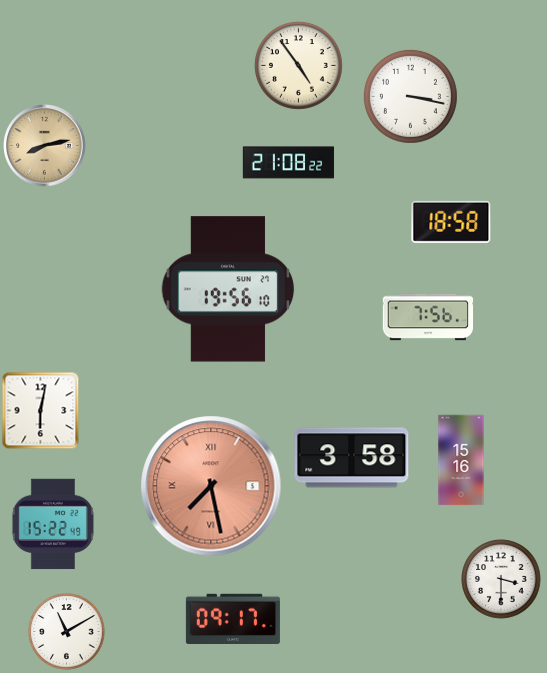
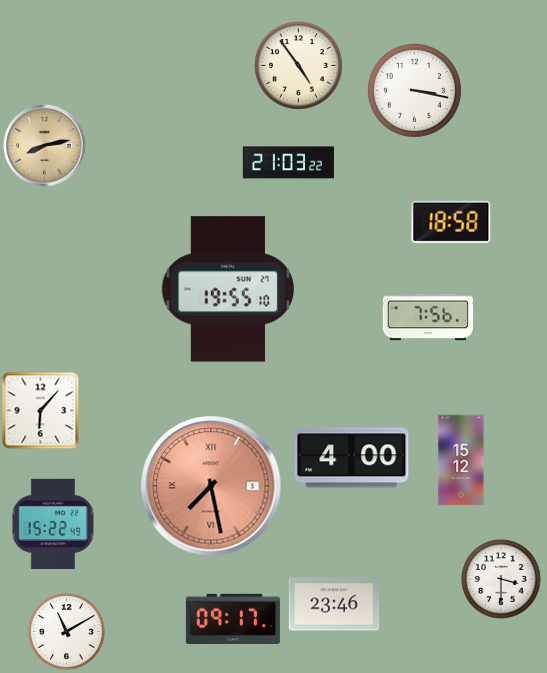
clock at (410, 96) position: (410, 96) -> (414, 90)
clock at (288, 163): 21:08 -> 21:03
clock at (228, 289): 19:56 -> 19:55
clock at (40, 410): 6:02 -> 6:07
clock at (352, 458): 3:58 -> 4:00
clock at (461, 460): 15:16 -> 15:12
clock at (334, 604): none -> 23:46
